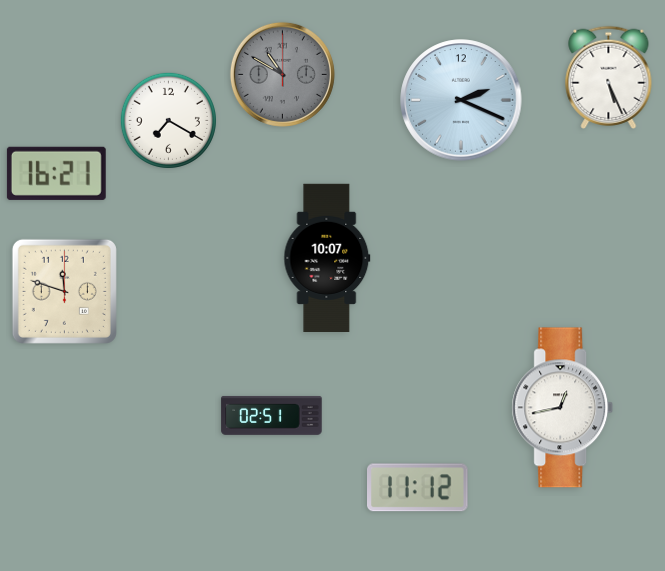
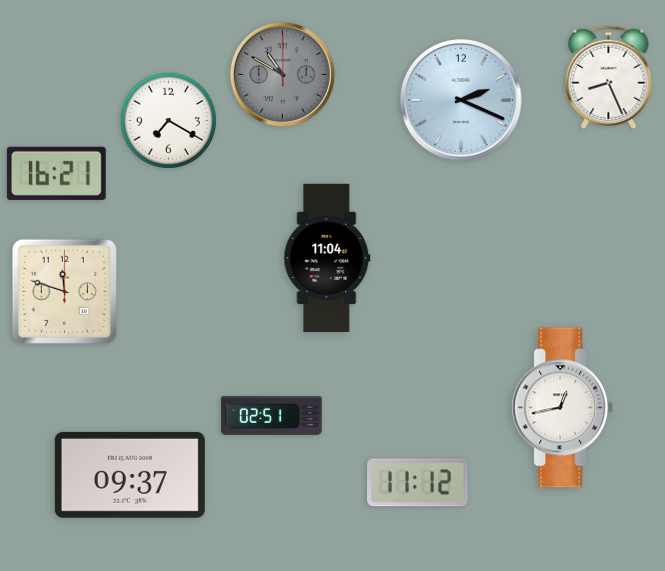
clock at (609, 77): 5:26 -> 8:26
clock at (327, 257): 10:07 -> 11:04
clock at (130, 475): none -> 09:37
clock at (418, 488) position: (418, 488) -> (418, 483)
